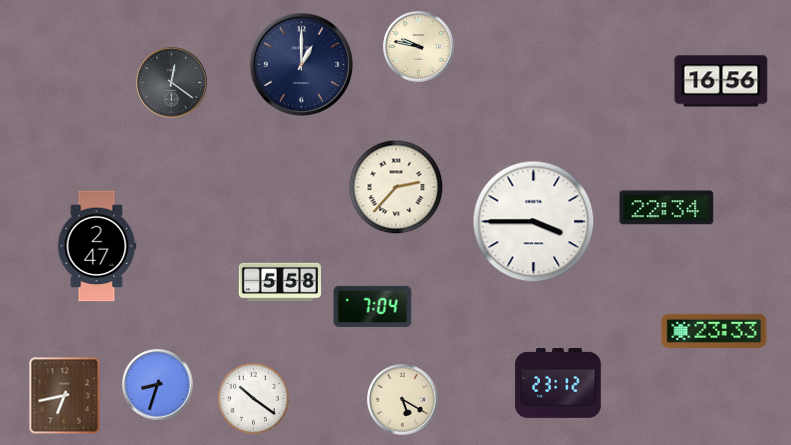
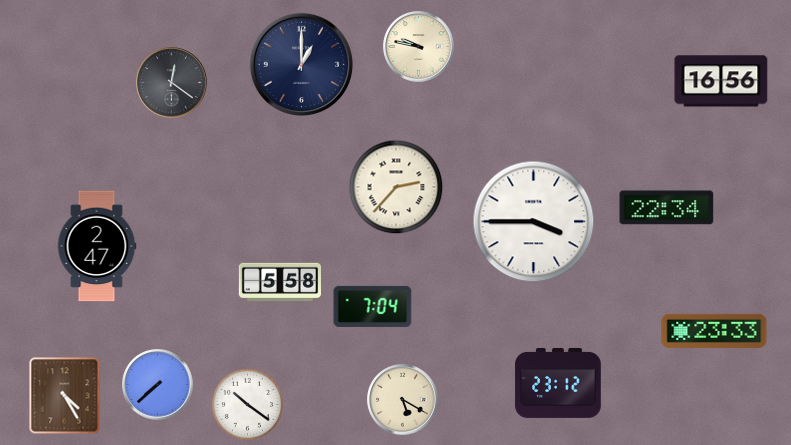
clock at (158, 385): 8:33 -> 7:38
clock at (65, 396): 6:43 -> 4:25
clock at (253, 398) position: (253, 398) -> (247, 404)
